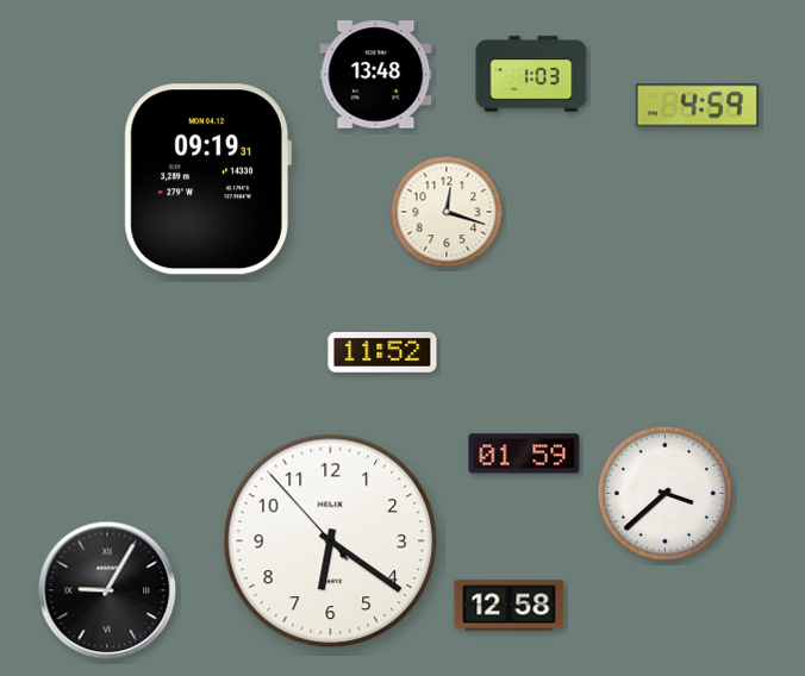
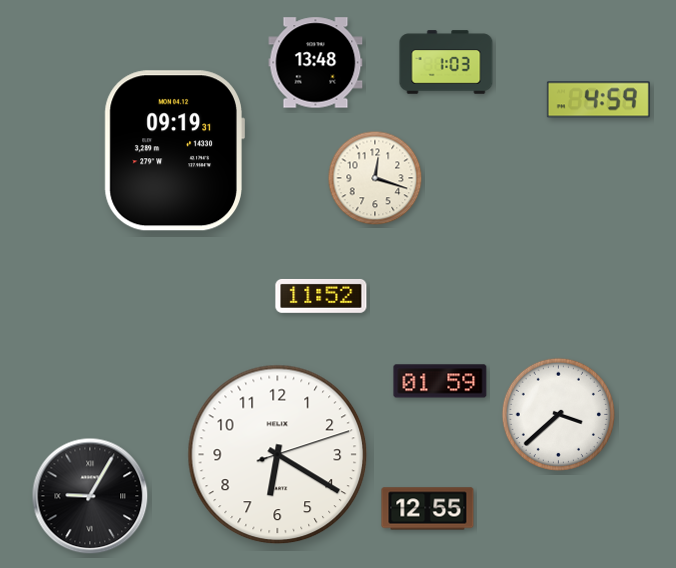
clock at (697, 106) position: (697, 106) -> (598, 100)
clock at (331, 542): 6:20:53 -> 6:20:12
clock at (510, 606): 12:58 -> 12:55
